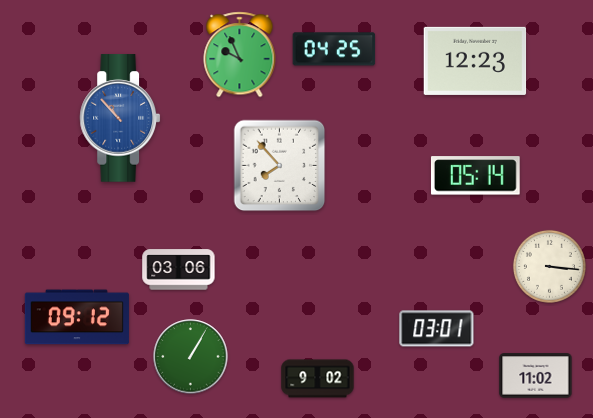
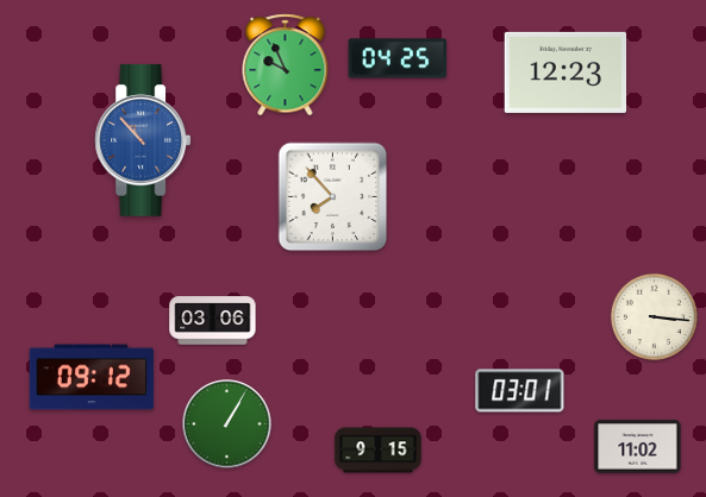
clock at (475, 176): 05:14 -> none
clock at (318, 379): 9:02 -> 9:15
